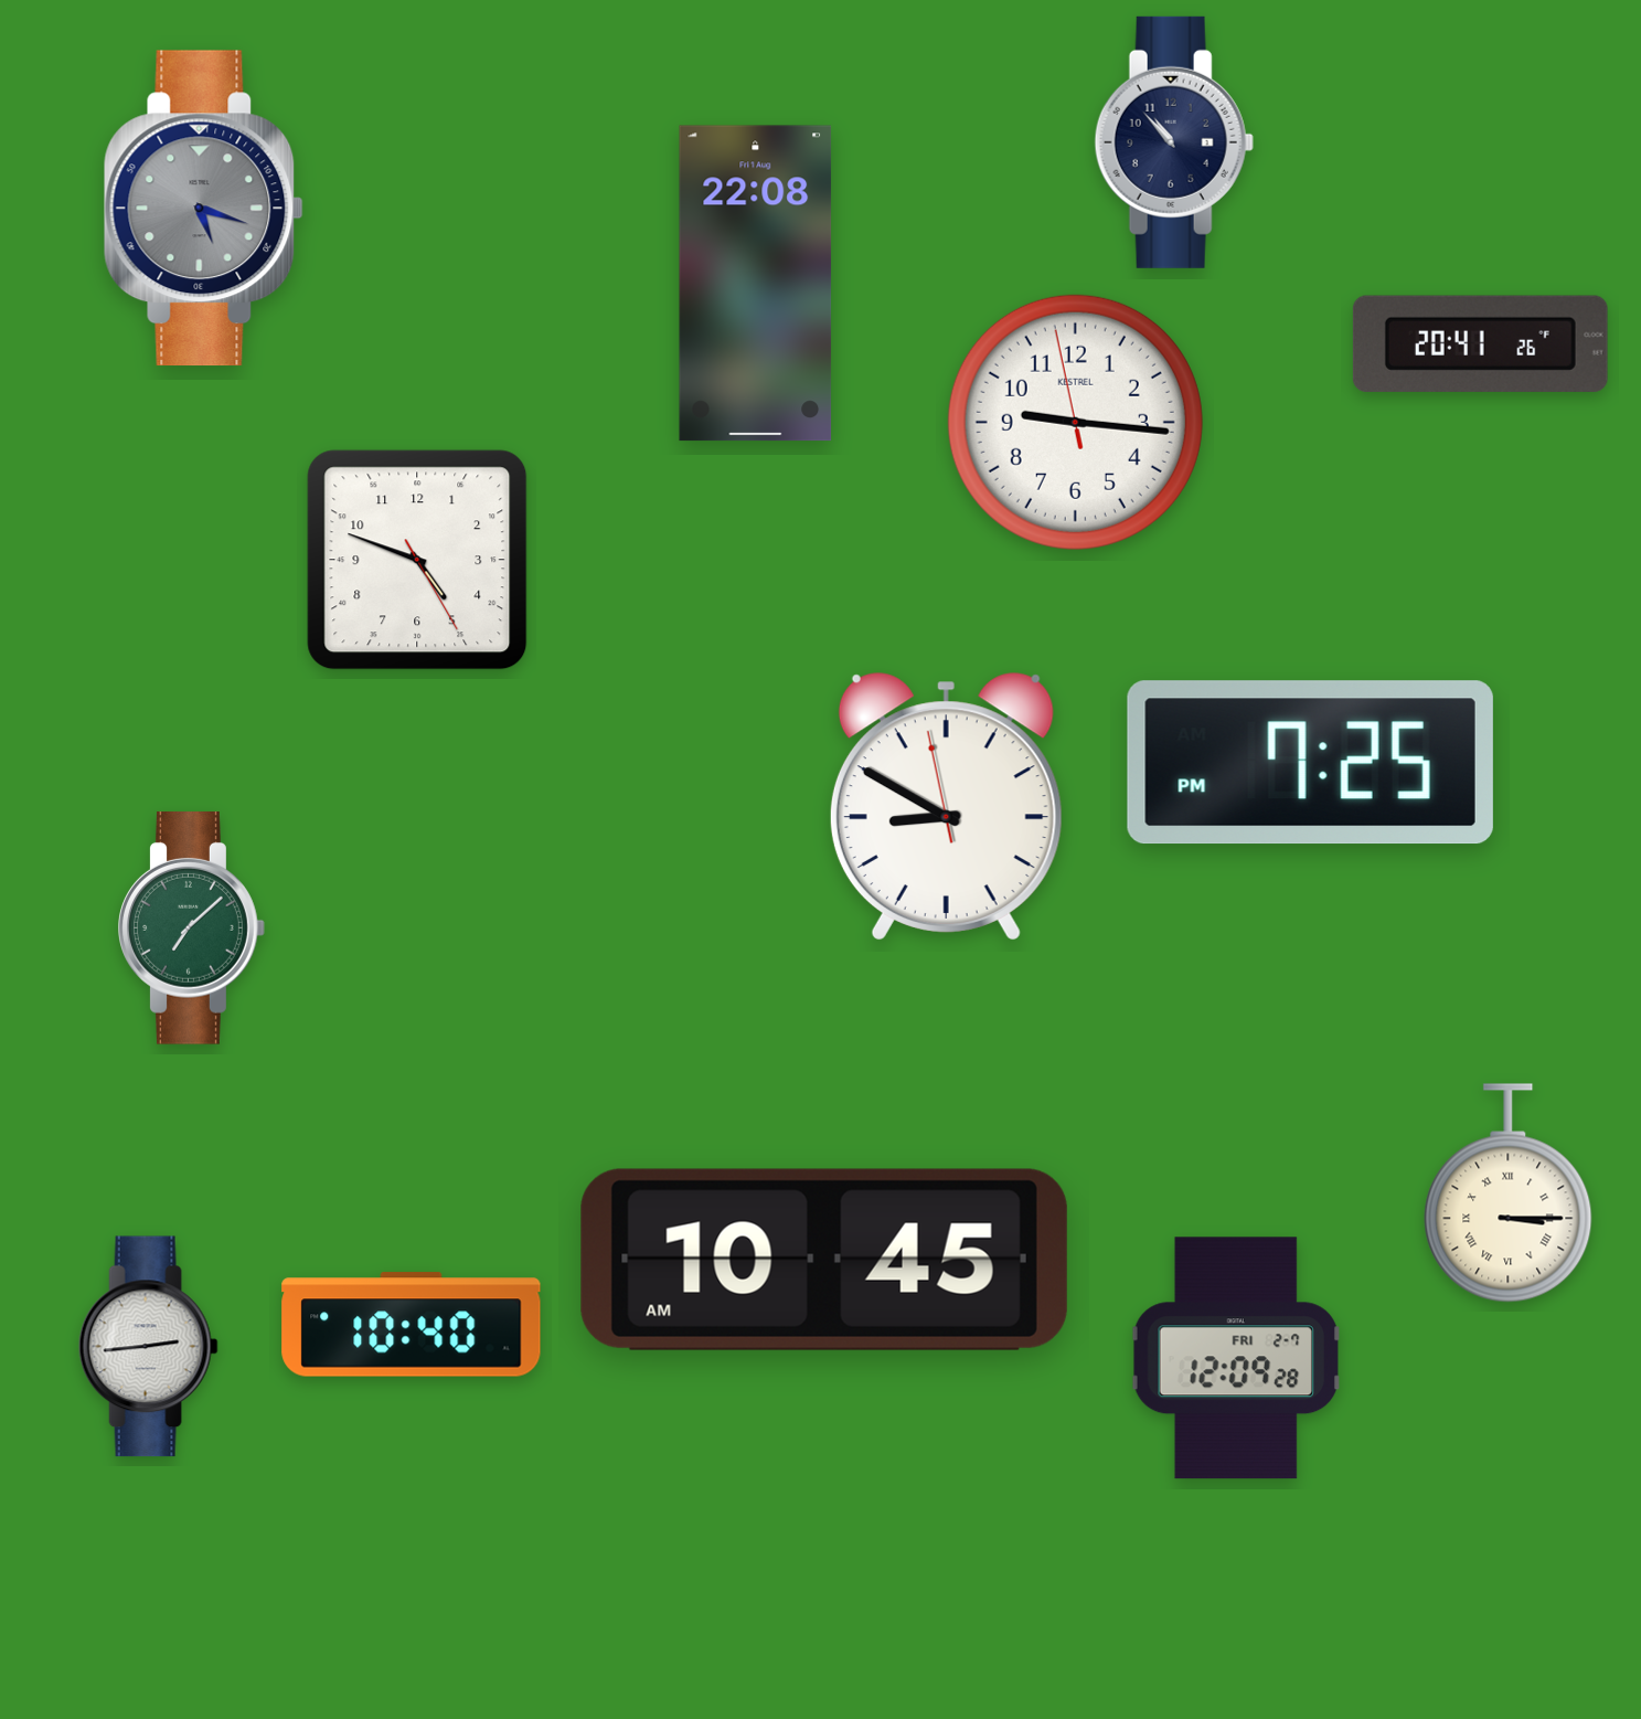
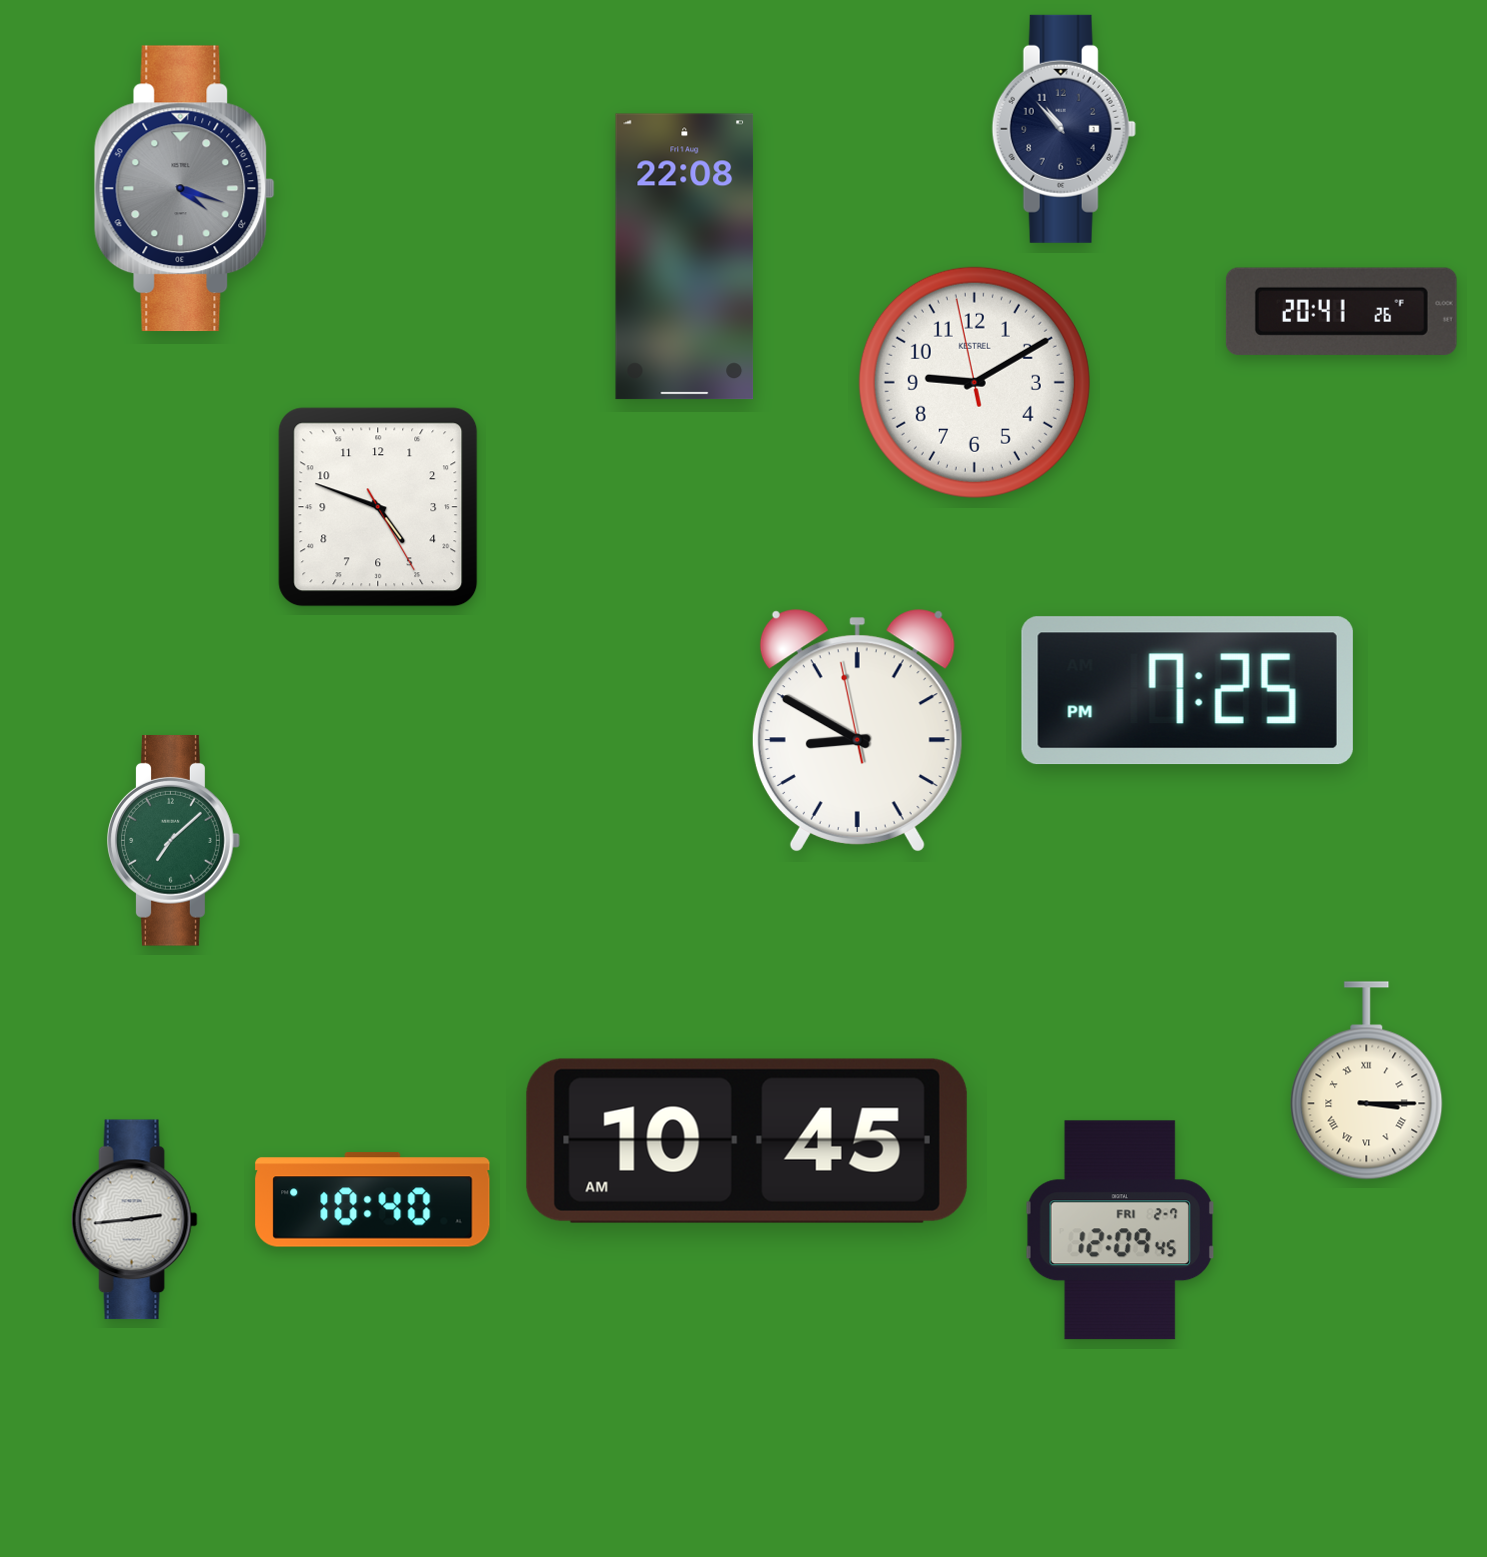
clock at (203, 209): 5:18 -> 4:18
clock at (1075, 422): 9:15 -> 9:09
clock at (1236, 1358): 12:09:28 -> 12:09:45
